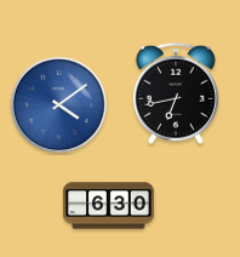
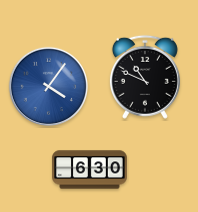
clock at (176, 93): 6:43 -> 10:49
clock at (58, 104): 4:09 -> 4:06
